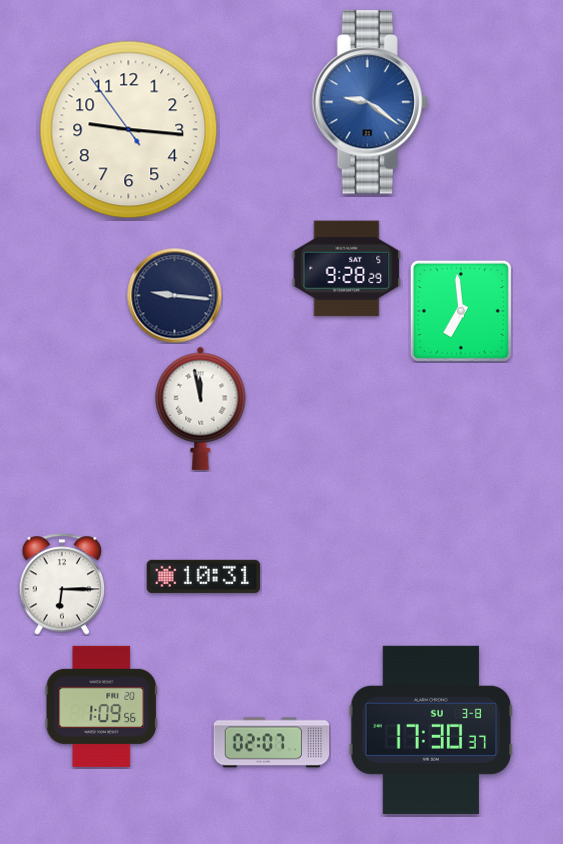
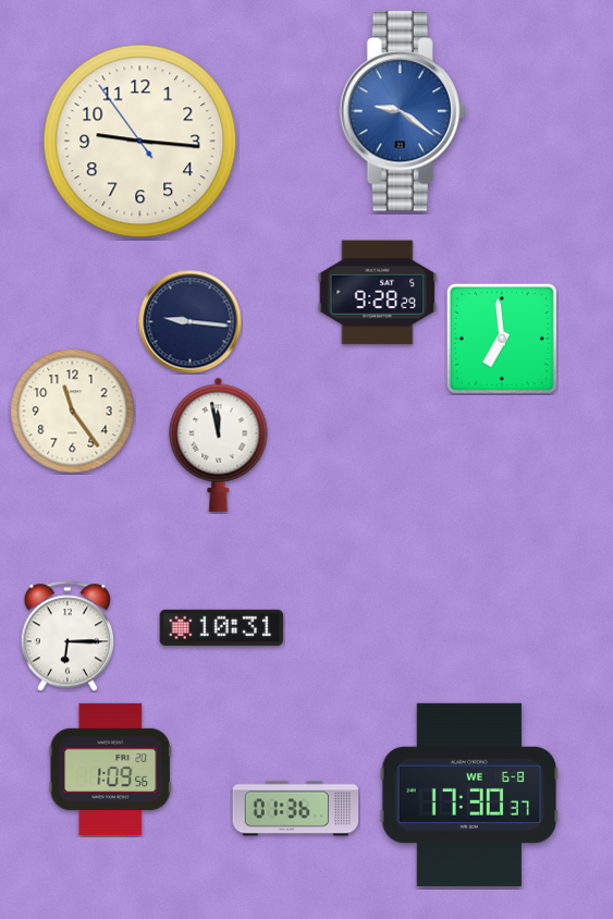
clock at (73, 412): none -> 11:24
clock at (431, 730) date: SU 3-8 -> WE 6-8
clock at (272, 743): 02:07 -> 01:36
